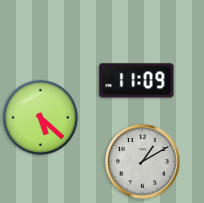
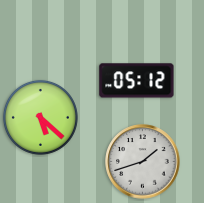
clock at (137, 81): 11:09 -> 05:12
clock at (143, 162): 1:10 -> 1:42
